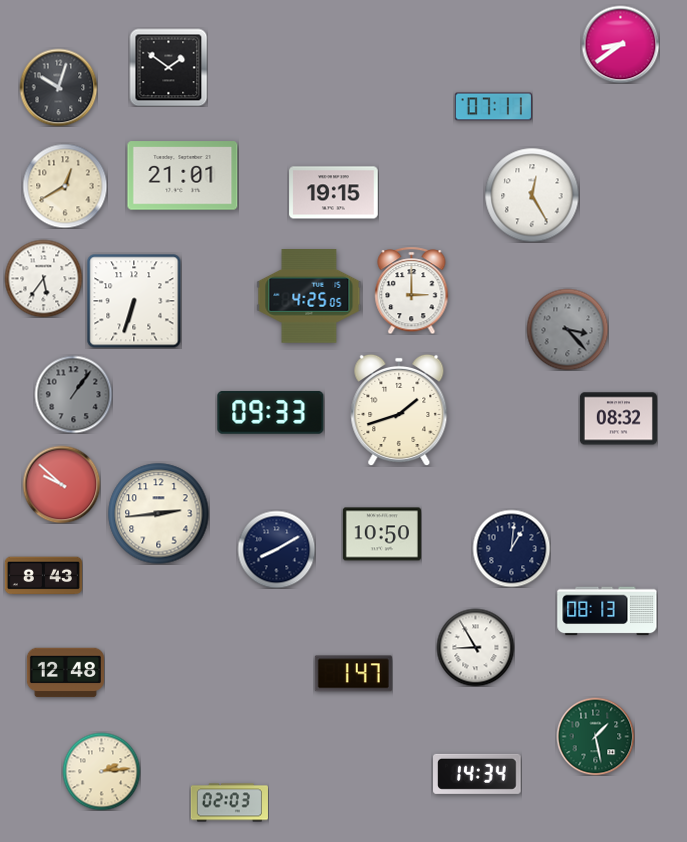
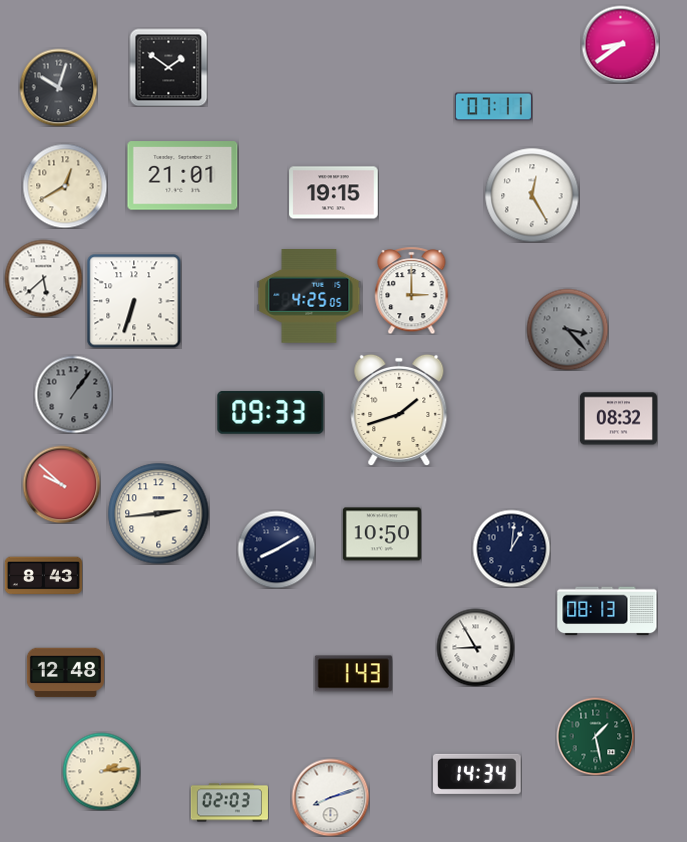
clock at (43, 278): 5:36 -> 5:38
clock at (353, 674): 1:47 -> 1:43
clock at (330, 797): none -> 8:12
